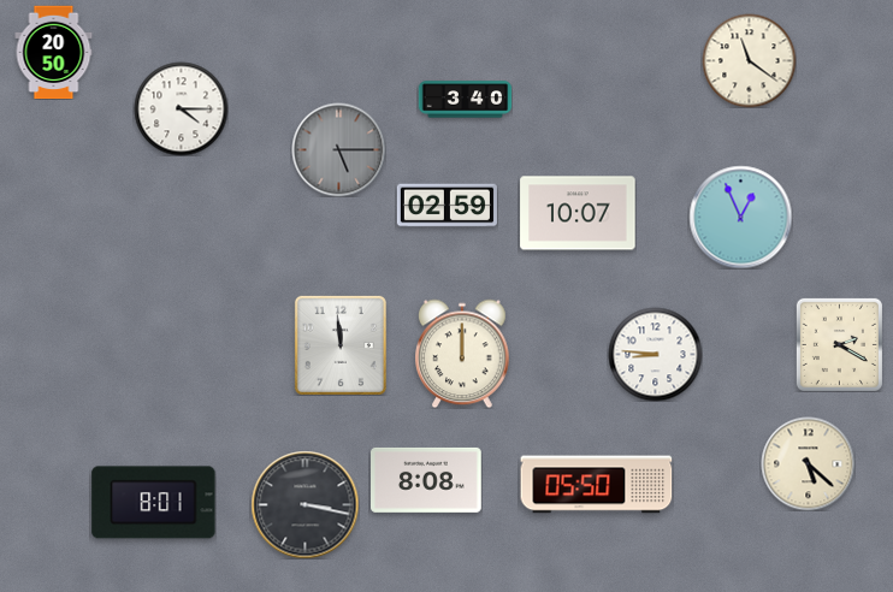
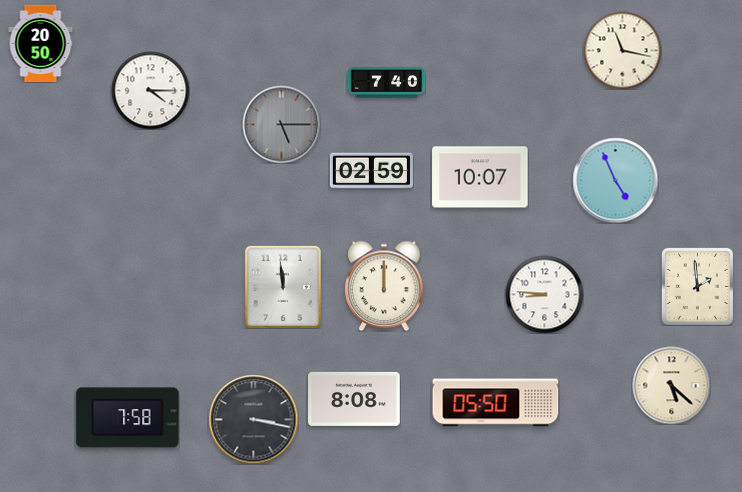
clock at (54, 52) position: (54, 52) -> (41, 43)
clock at (749, 60): 11:21 -> 11:17
clock at (465, 100): 3:40 -> 7:40
clock at (740, 217): 12:56 -> 4:56
clock at (839, 344): 2:20 -> 1:59
clock at (463, 354) position: (463, 354) -> (385, 286)
clock at (154, 503): 8:01 -> 7:58
